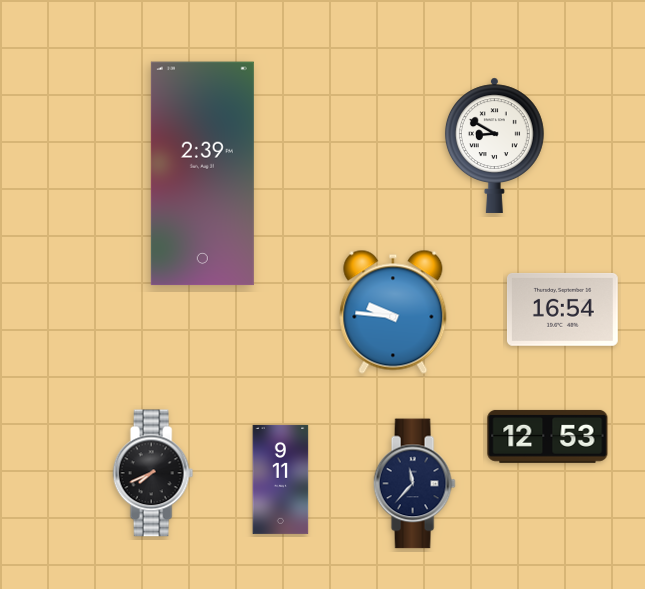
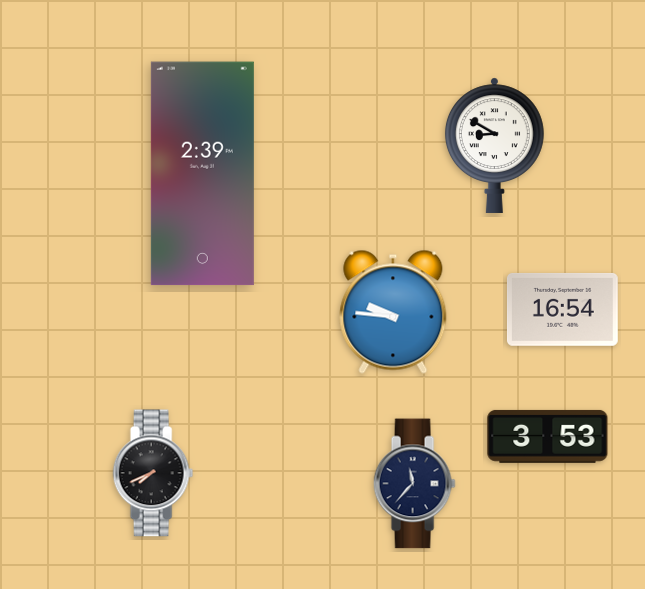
clock at (548, 436): 12:53 -> 3:53
clock at (281, 479): 9:11 -> none
